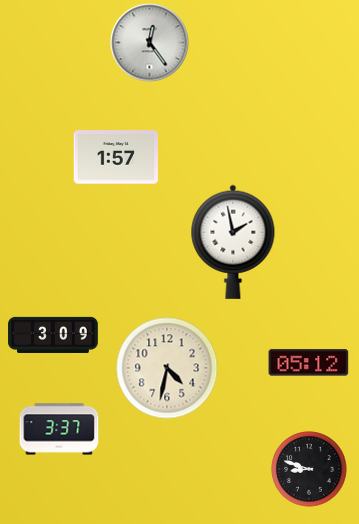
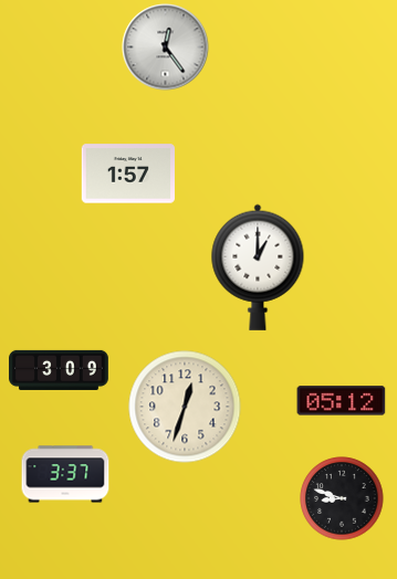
clock at (233, 242): 1:58 -> 1:00
clock at (167, 368): 4:32 -> 12:33
clock at (309, 469) position: (309, 469) -> (342, 498)
